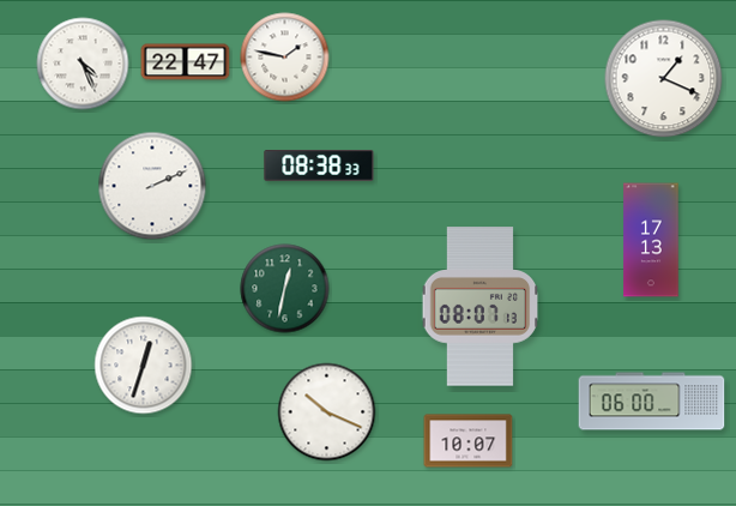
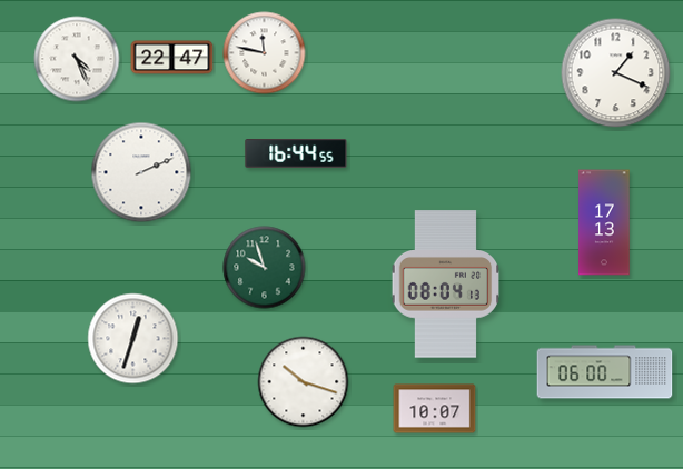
clock at (285, 58): 1:47 -> 11:47
clock at (319, 165): 08:38 -> 16:44
clock at (285, 289): 12:32 -> 9:57
clock at (481, 307): 08:07 -> 08:04
clock at (327, 412): 10:19 -> 10:18
